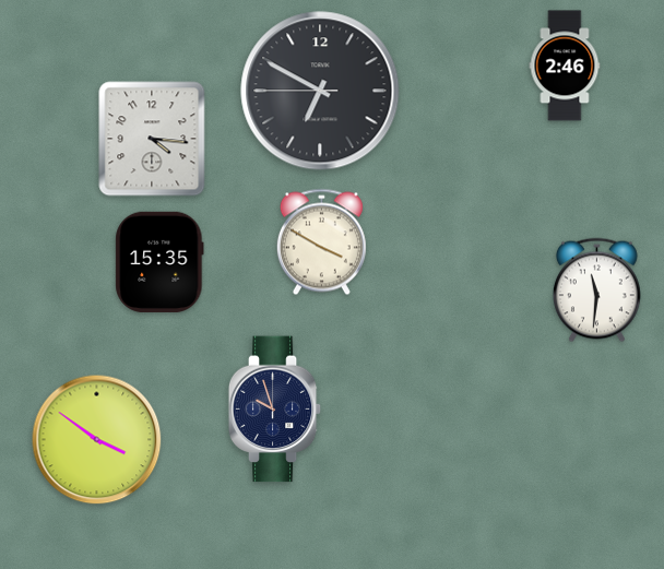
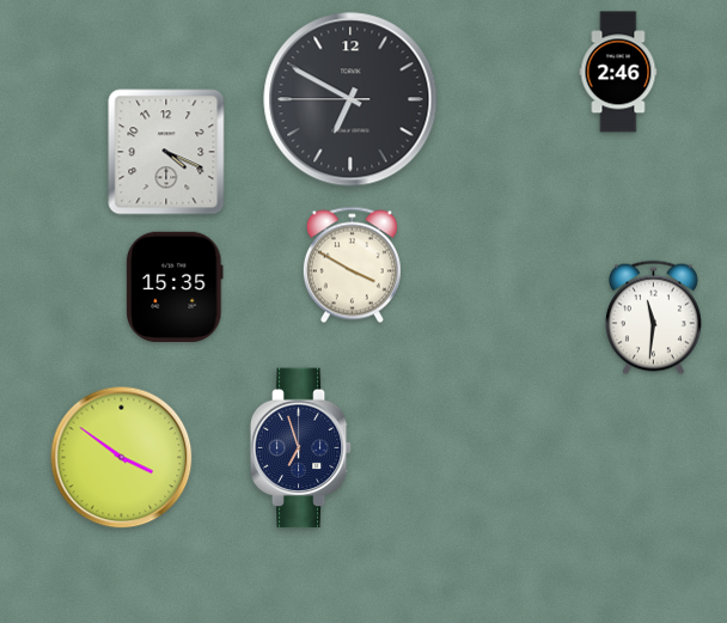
clock at (152, 139): 4:16 -> 4:19
clock at (275, 410): 9:57 -> 6:57
clock at (97, 440) position: (97, 440) -> (122, 458)
